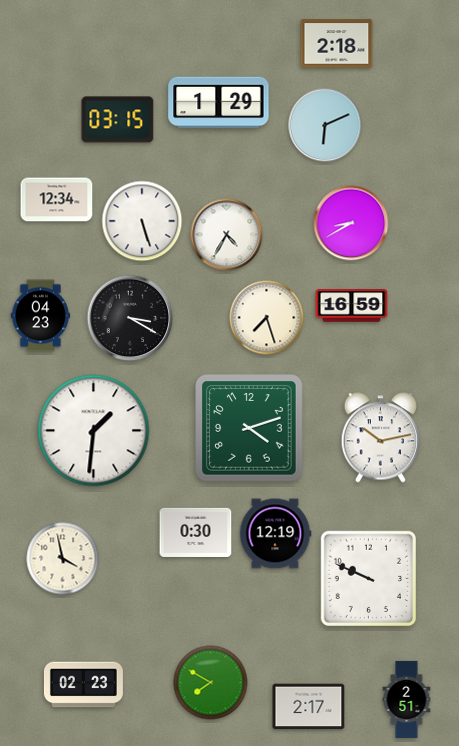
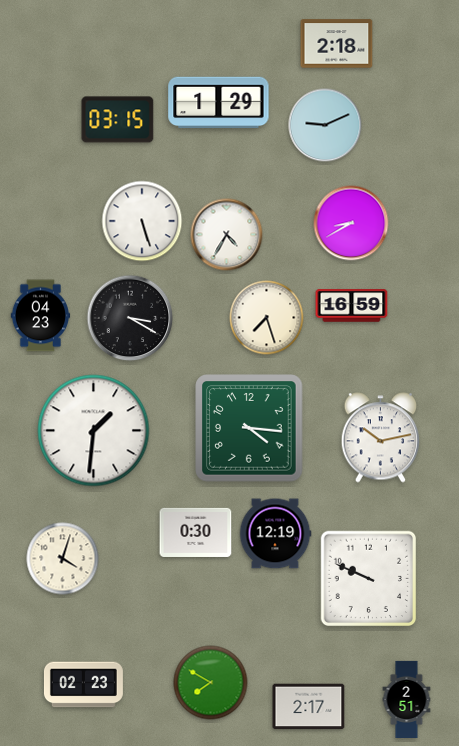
clock at (325, 125): 6:11 -> 9:11
clock at (57, 200): 12:34 -> none
clock at (249, 428): 4:12 -> 4:16
clock at (63, 559): 3:58 -> 4:03
